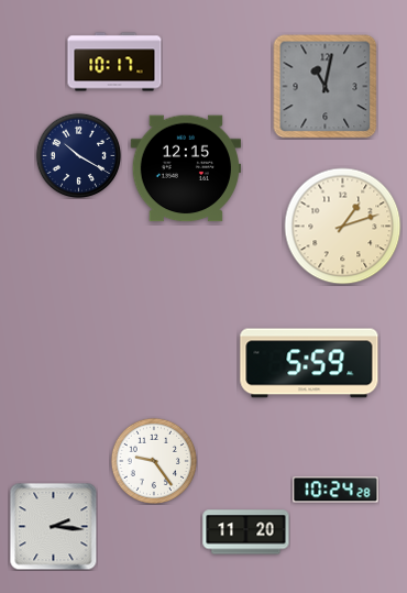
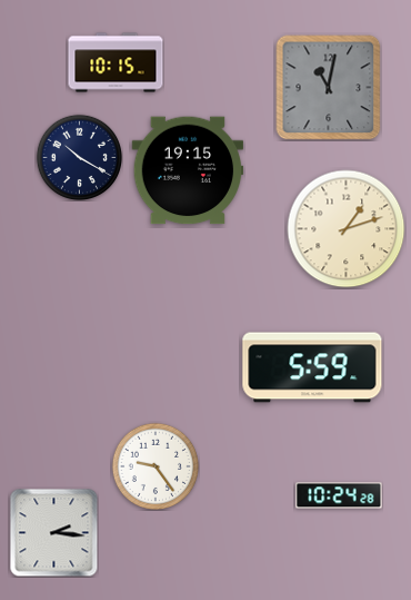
clock at (114, 62): 10:17 -> 10:15
clock at (186, 168): 12:15 -> 19:15
clock at (246, 532): 11:20 -> none
